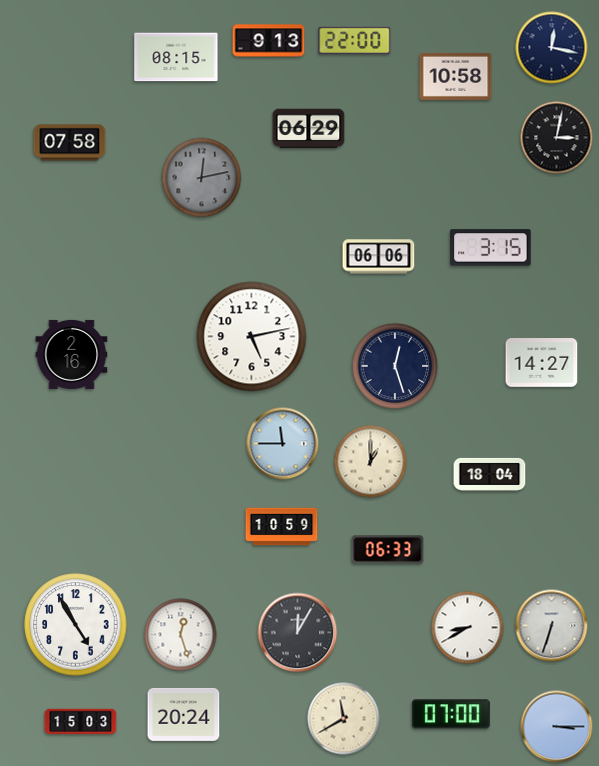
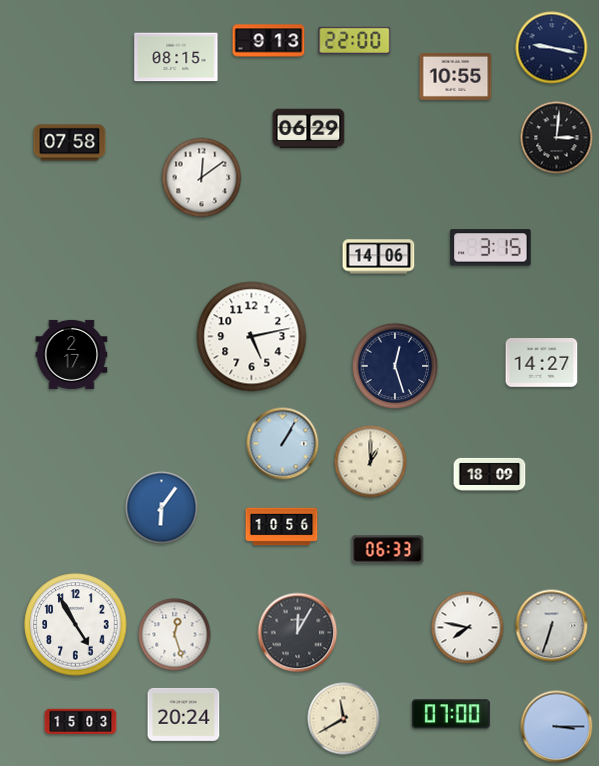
clock at (552, 48): 12:17 -> 9:17
clock at (456, 76): 10:58 -> 10:55
clock at (557, 138): 3:02 -> 3:01
clock at (202, 178): 12:13 -> 12:09
clock at (202, 178) dial: grey -> white
clock at (379, 257): 06:06 -> 14:06
clock at (72, 354): 2:16 -> 2:17
clock at (283, 444): 11:45 -> 1:05
clock at (490, 474): 18:04 -> 18:09
clock at (162, 508): none -> 6:06
clock at (282, 527): 10:59 -> 10:56
clock at (468, 628): 8:40 -> 7:47
clock at (181, 635) position: (181, 635) -> (175, 635)
